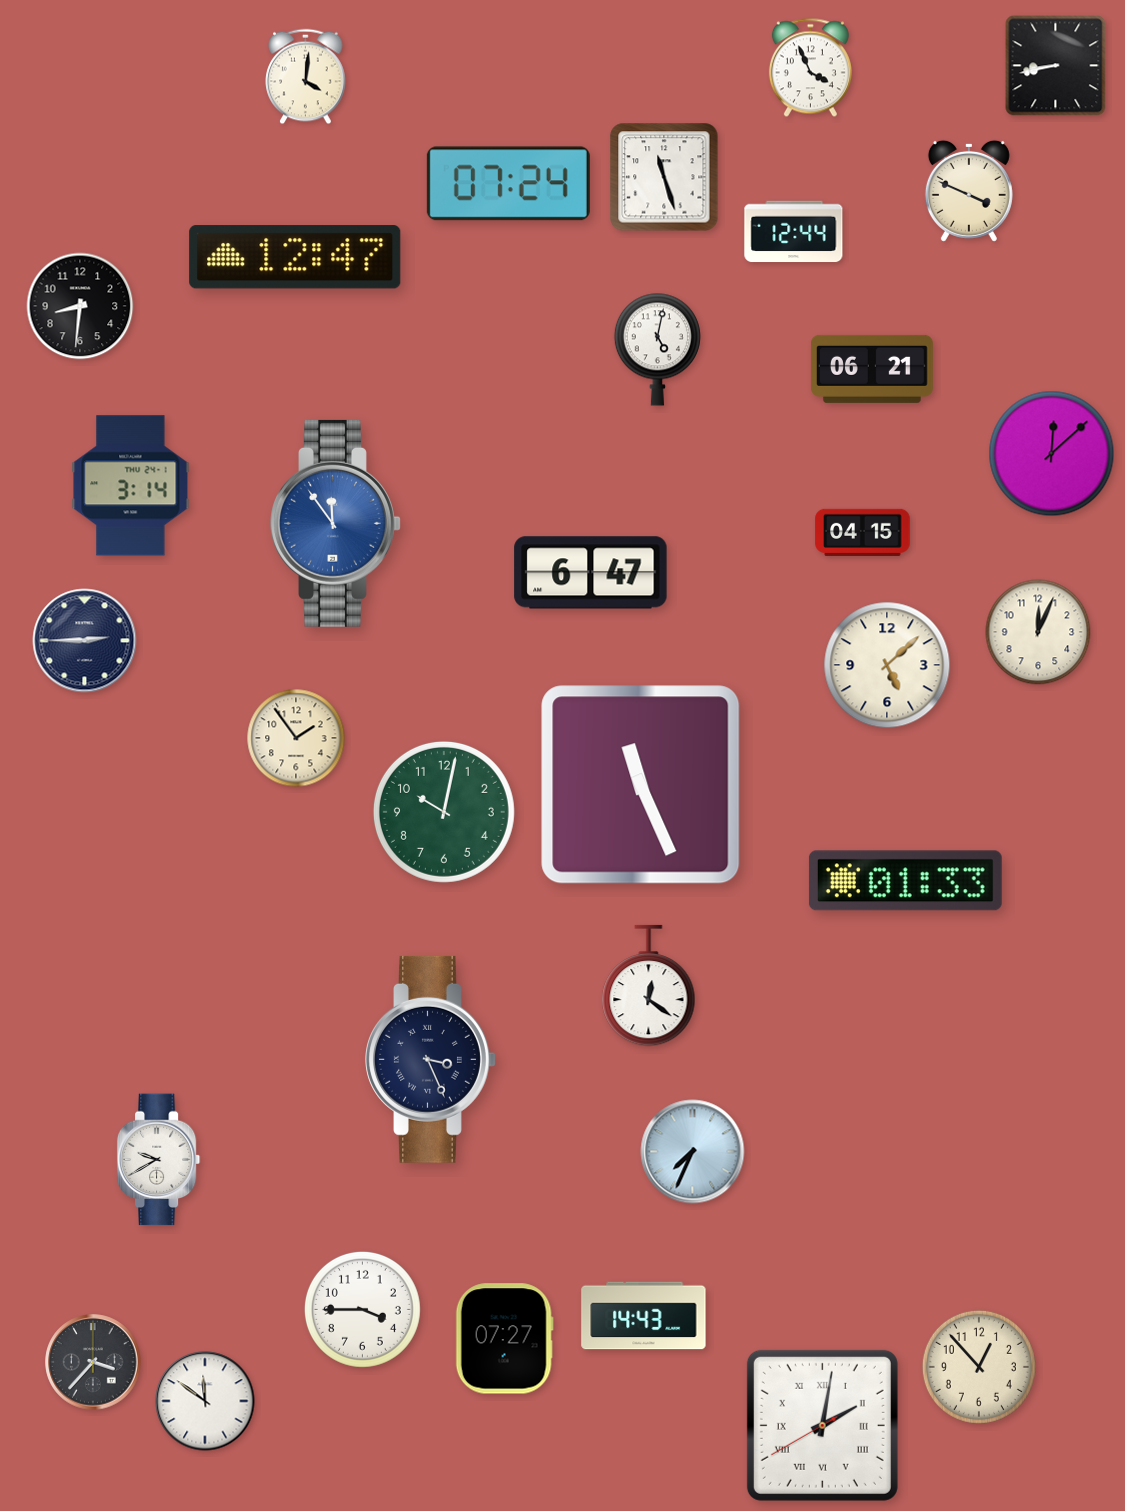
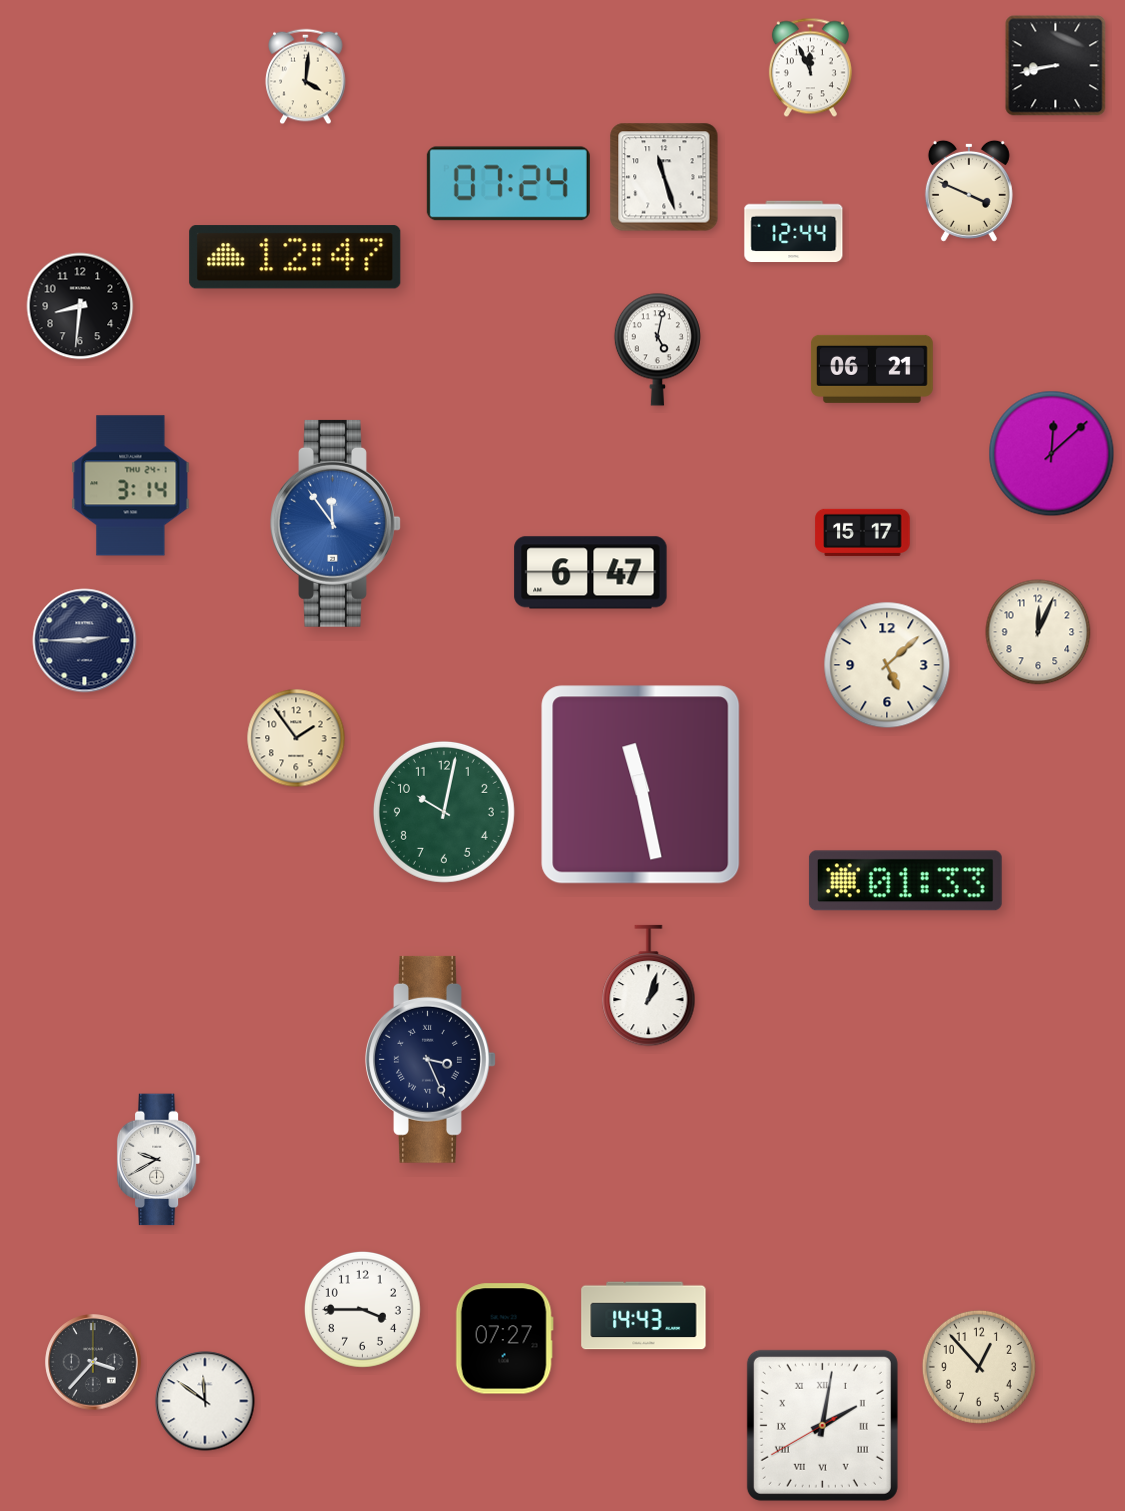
clock at (810, 68): 3:56 -> 11:56
clock at (863, 532): 04:15 -> 15:17
clock at (641, 785): 11:26 -> 11:28
clock at (649, 986): 12:21 -> 1:03
clock at (693, 1152): 7:34 -> none
